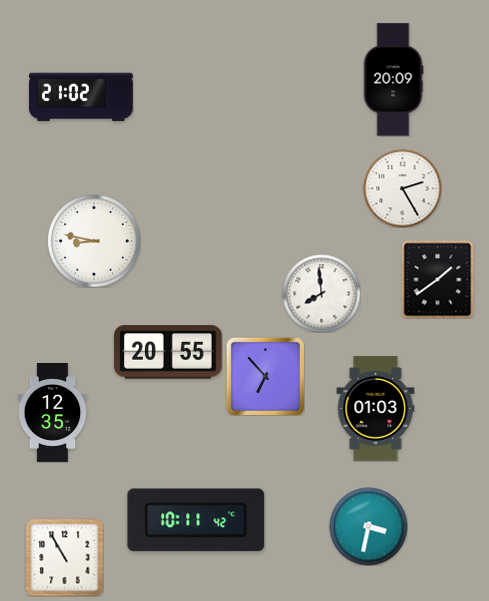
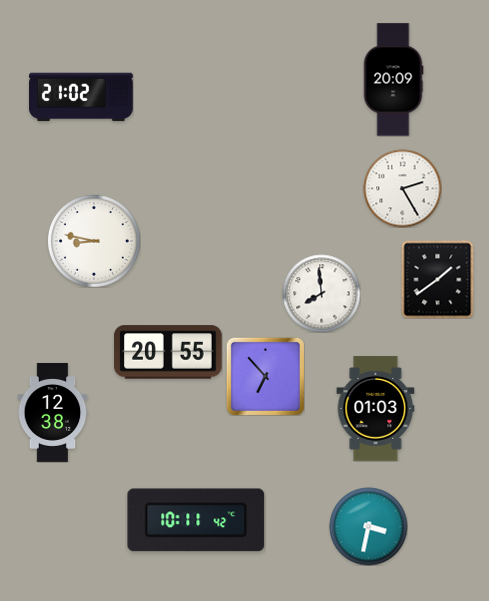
clock at (53, 412): 12:35 -> 12:38
clock at (64, 557): 10:55 -> none
